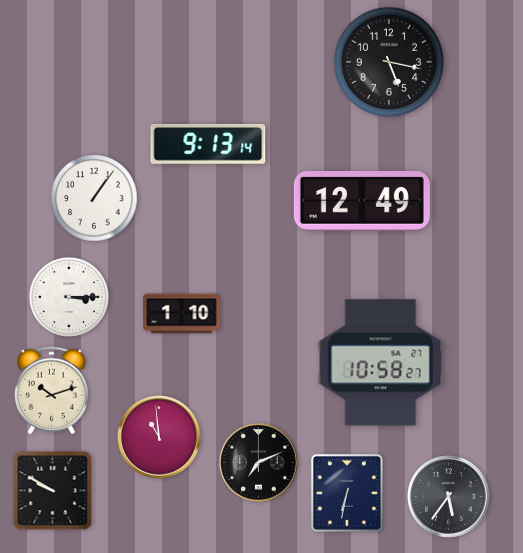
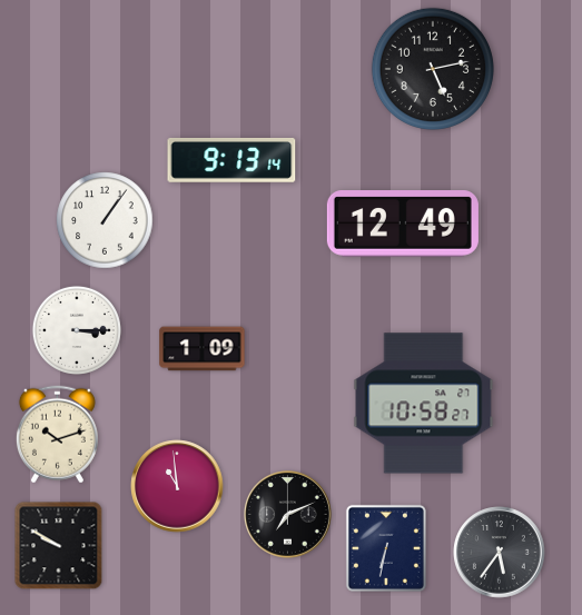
clock at (389, 62): 5:17 -> 5:13
clock at (182, 314): 1:10 -> 1:09
